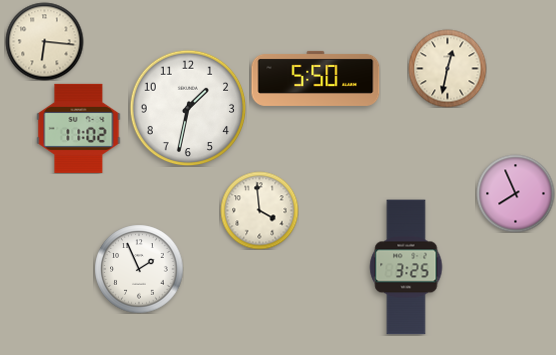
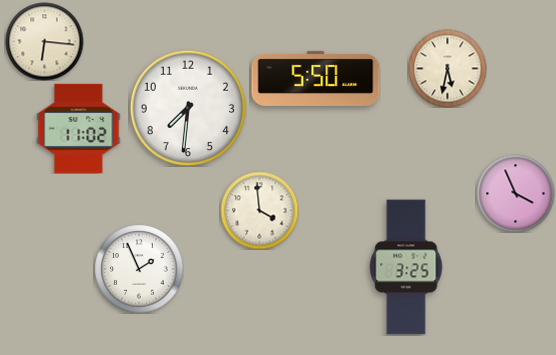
clock at (447, 68): 12:32 -> 5:32
clock at (188, 108): 1:32 -> 7:31
clock at (515, 193): 7:56 -> 3:56
